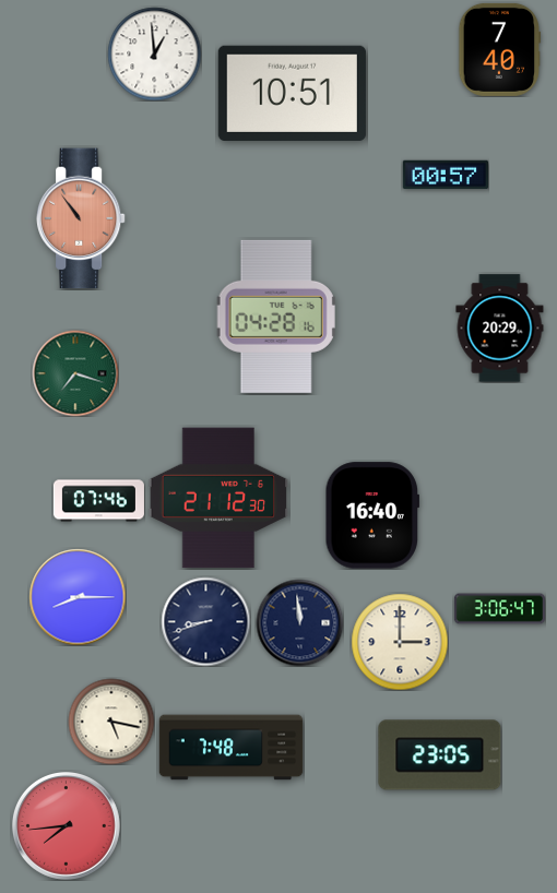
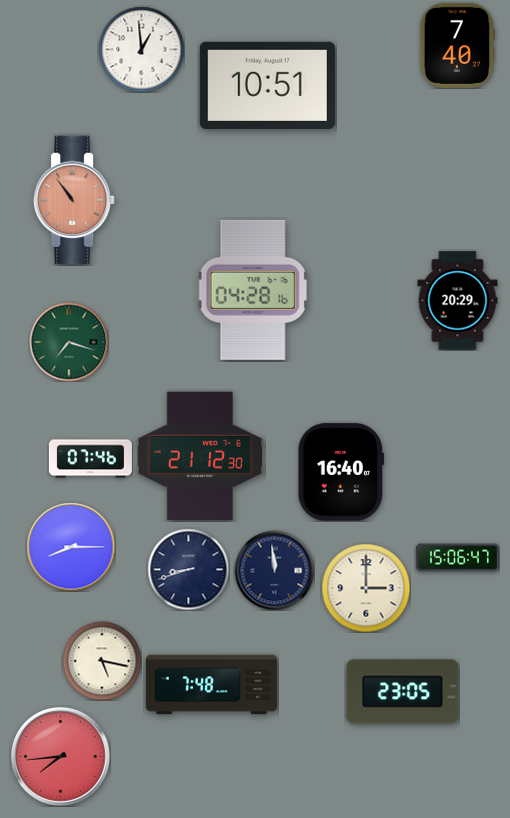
clock at (445, 175): 00:57 -> none
clock at (499, 609): 3:06 -> 15:06
